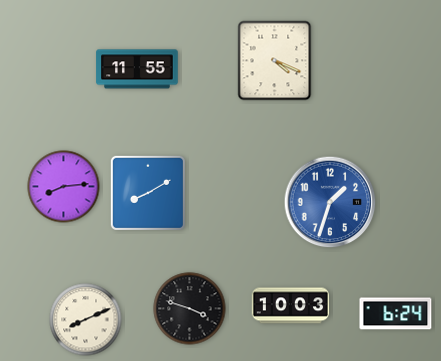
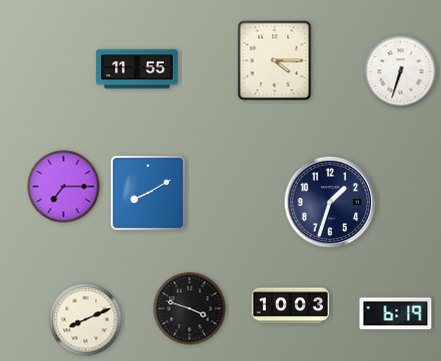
clock at (275, 61): 4:19 -> 4:15
clock at (401, 72): none -> 6:33
clock at (64, 187): 8:14 -> 7:15
clock at (330, 202) dial: blue -> navy
clock at (396, 314): 6:24 -> 6:19
